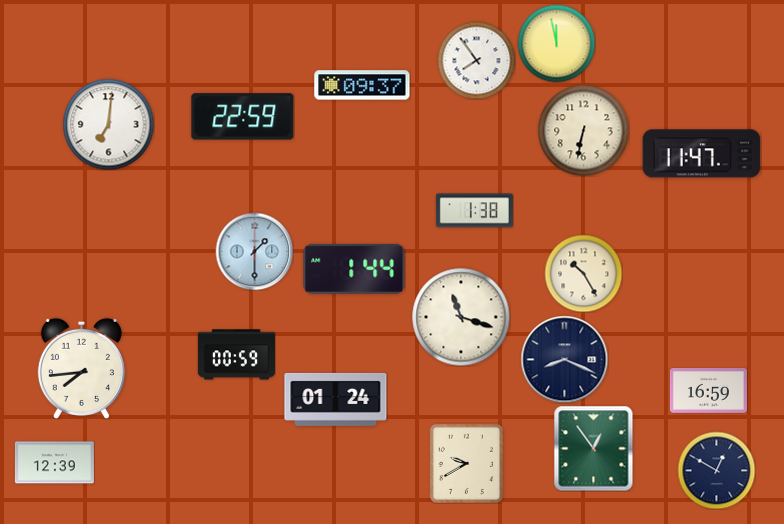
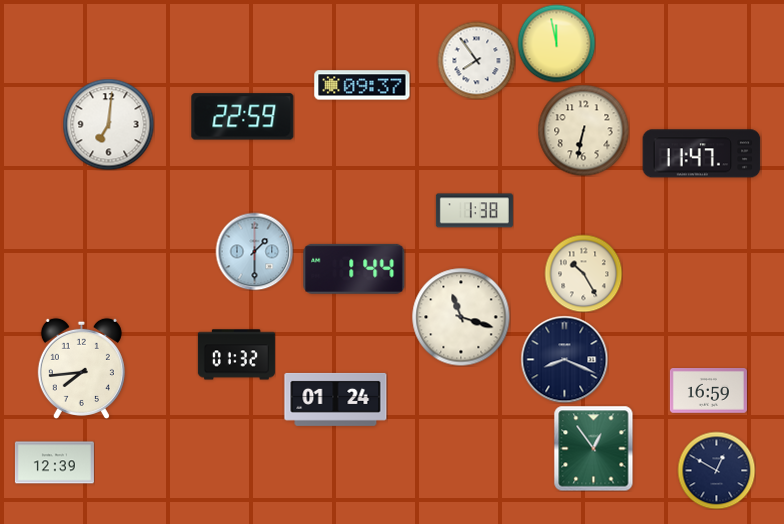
clock at (236, 355): 00:59 -> 01:32
clock at (466, 463): 9:40 -> none
